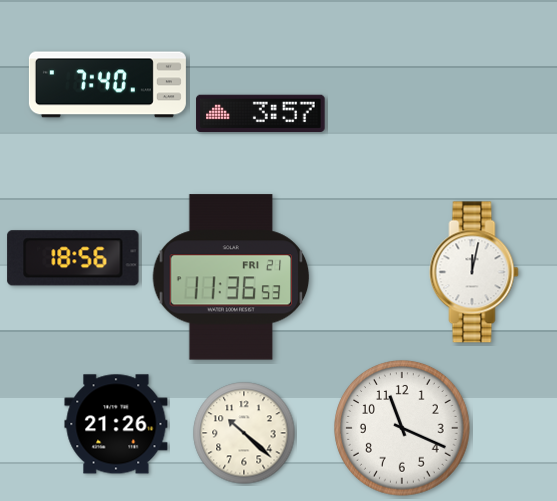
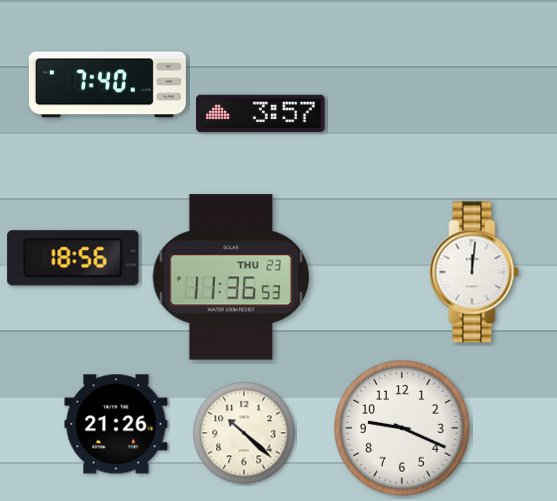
clock at (474, 272): 12:02 -> 12:01
clock at (231, 277) date: FRI 21 -> THU 23
clock at (402, 428): 11:19 -> 9:19
